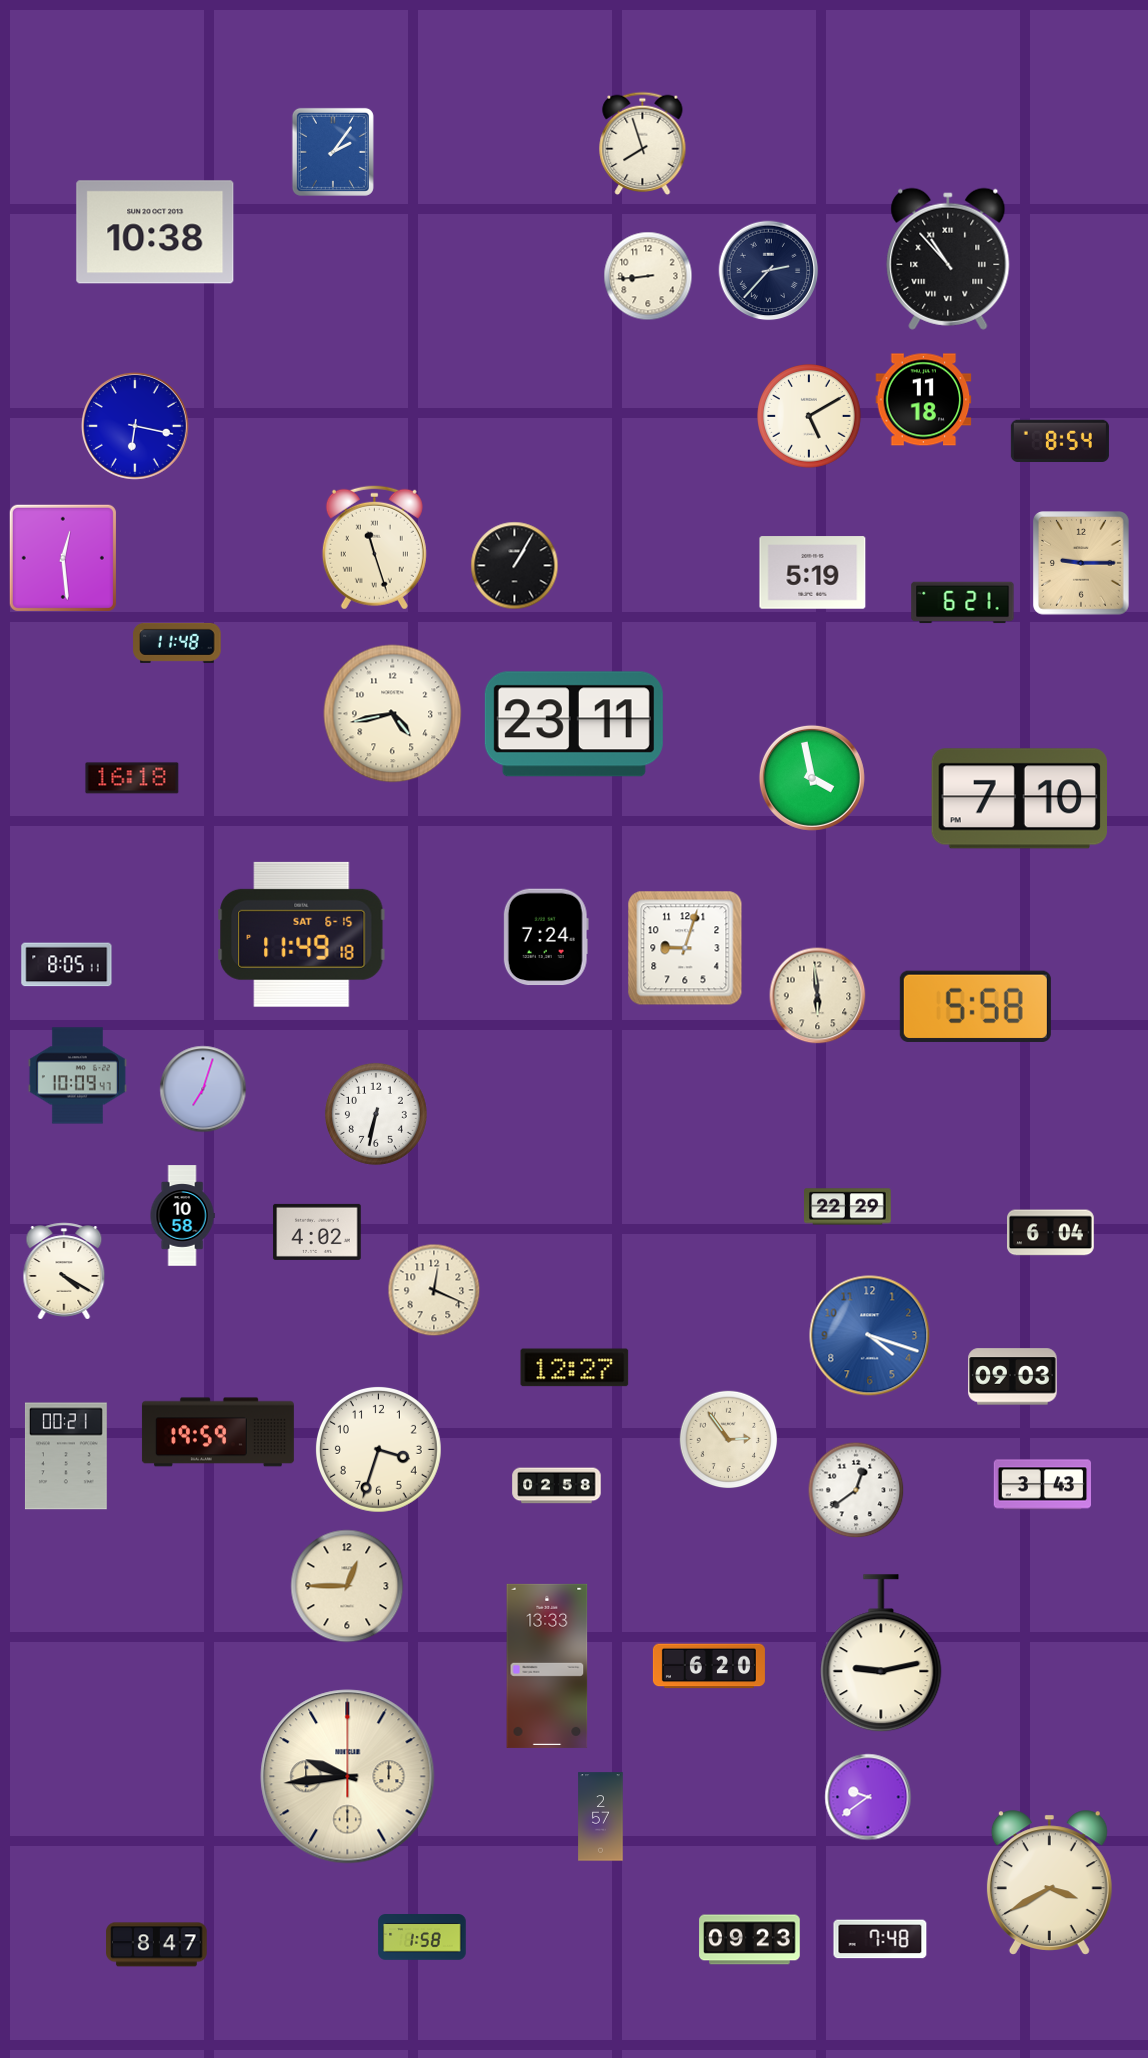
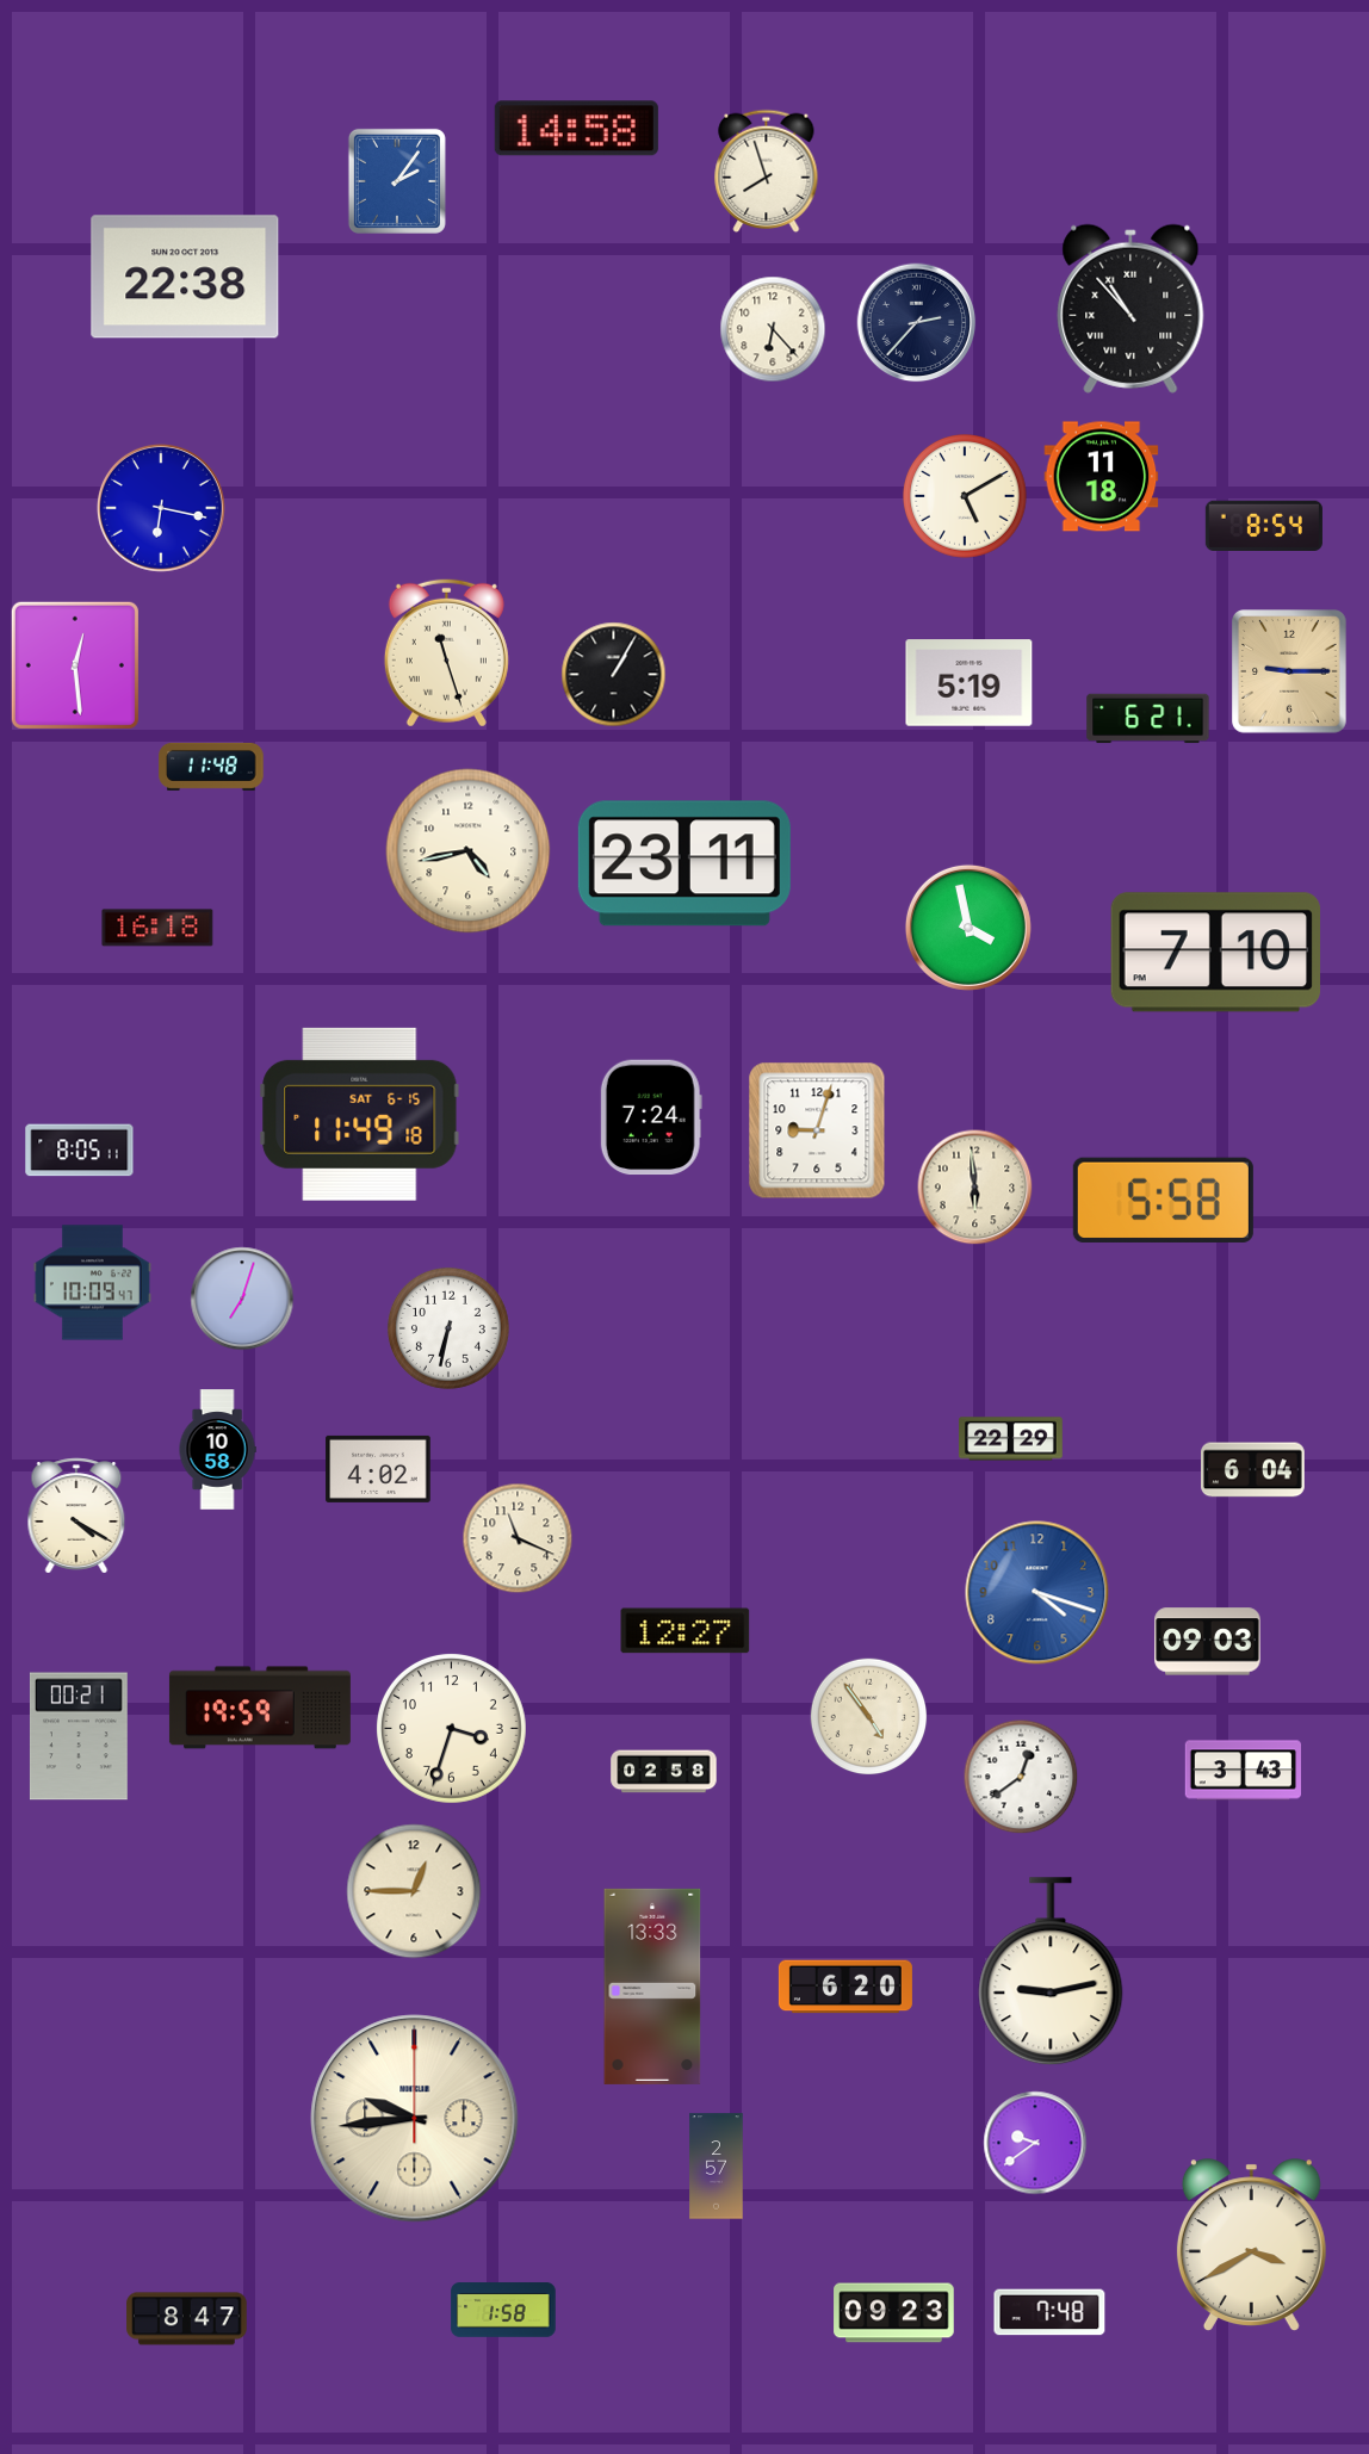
clock at (576, 129): none -> 14:58
clock at (155, 232): 10:38 -> 22:38
clock at (648, 276): 8:44 -> 6:23
clock at (434, 1290): 12:19 -> 11:19
clock at (729, 1440): 2:54 -> 4:54
